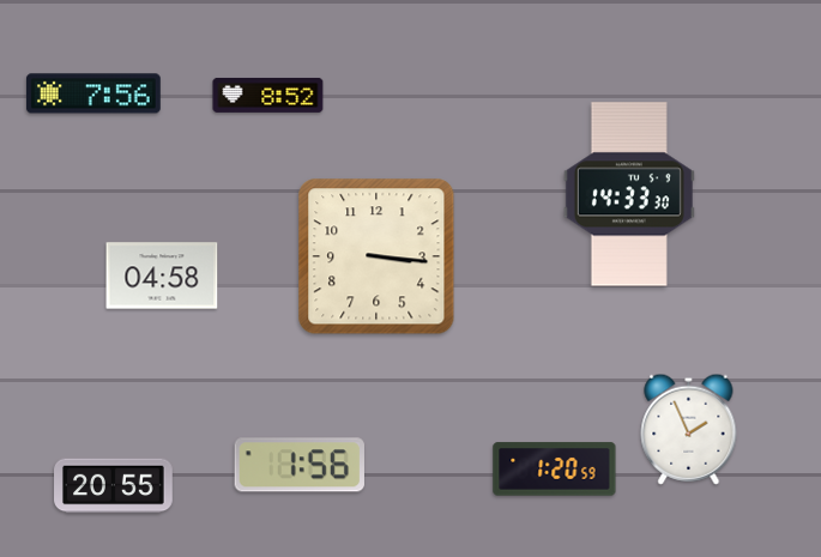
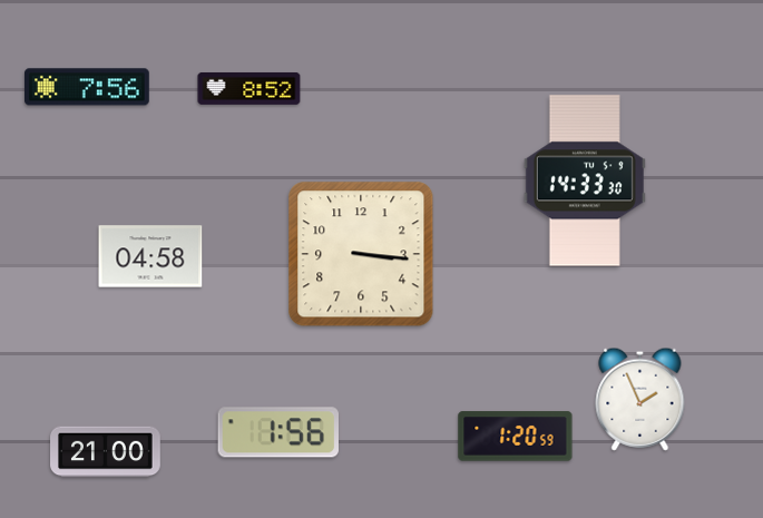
clock at (376, 256) position: (376, 256) -> (361, 254)
clock at (114, 486): 20:55 -> 21:00
